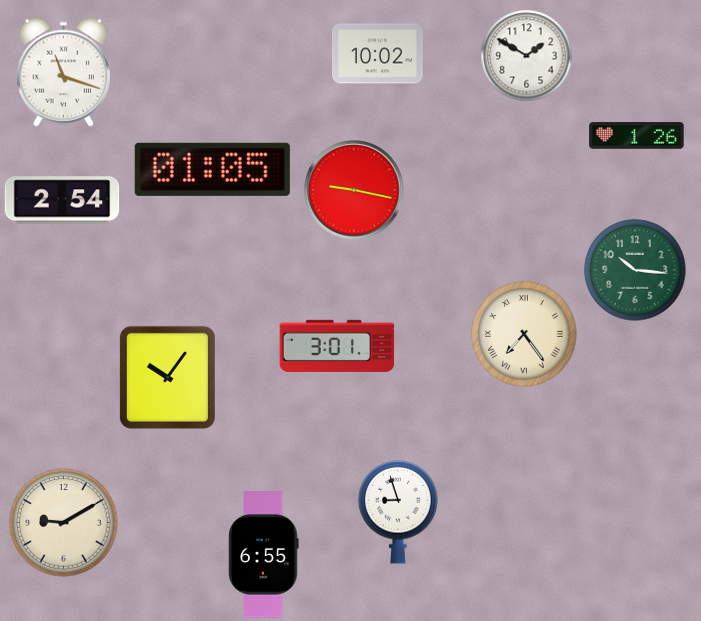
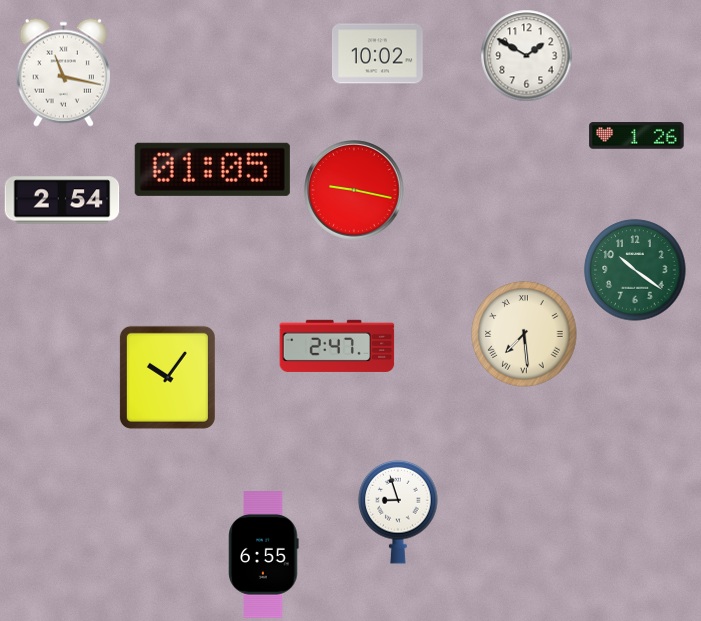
clock at (63, 72): 11:18 -> 11:17
clock at (635, 270): 10:16 -> 10:21
clock at (524, 334): 7:24 -> 7:29
clock at (337, 346): 3:01 -> 2:47
clock at (64, 523): 9:10 -> none
